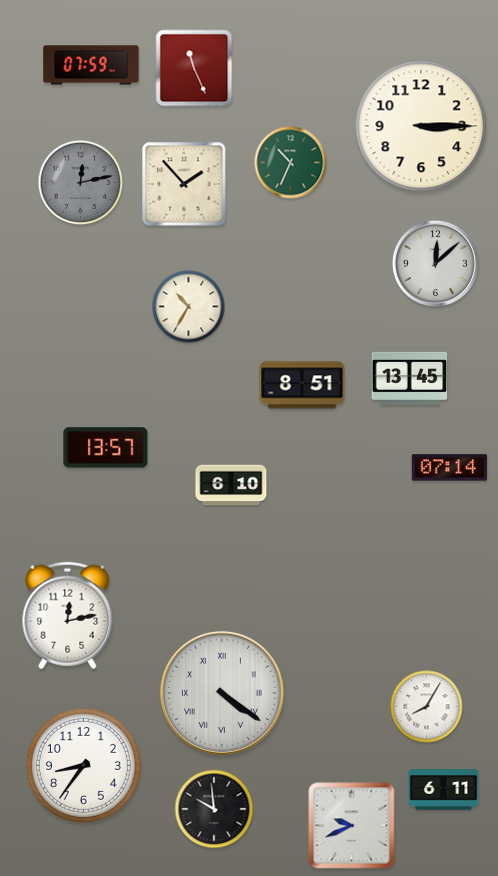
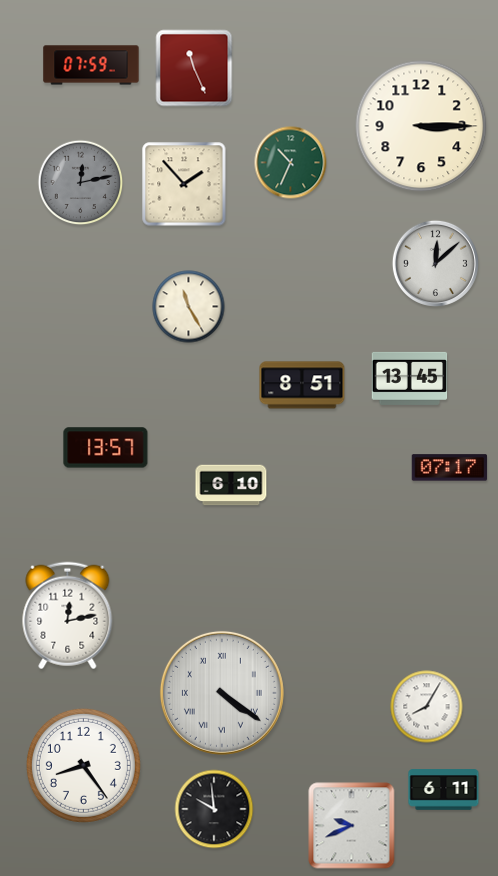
clock at (189, 307): 10:35 -> 11:25
clock at (450, 468): 07:14 -> 07:17
clock at (83, 765): 8:36 -> 8:24
